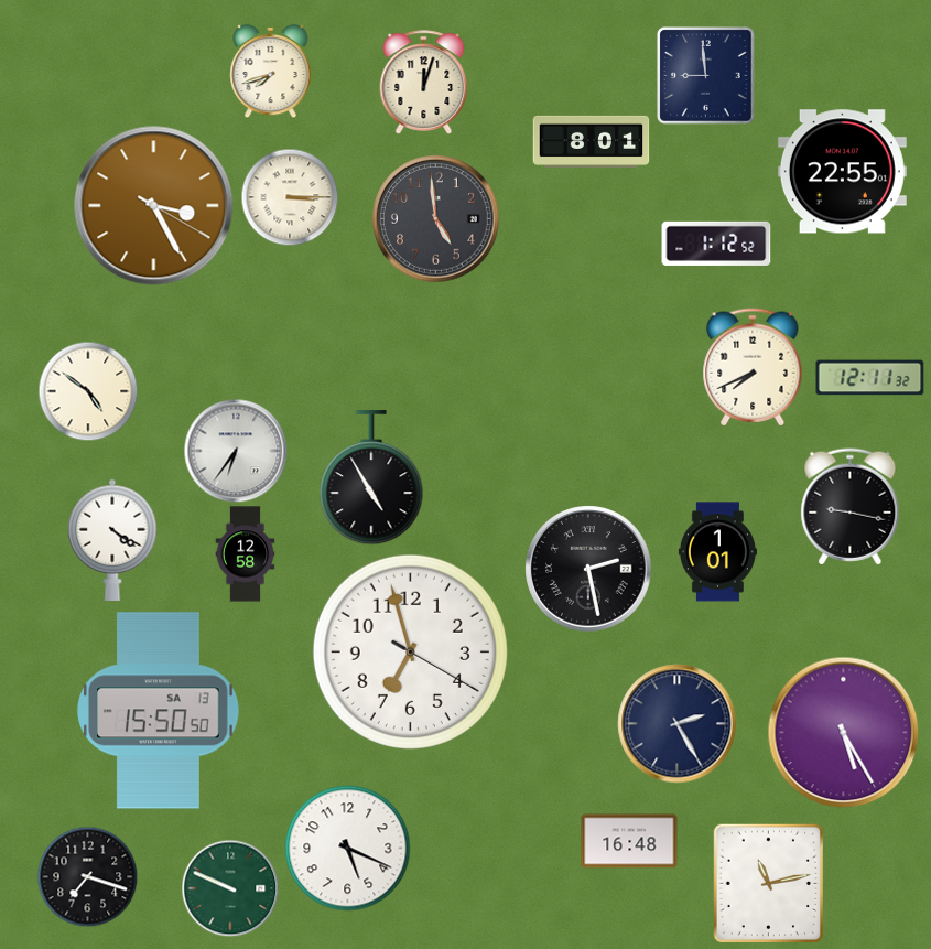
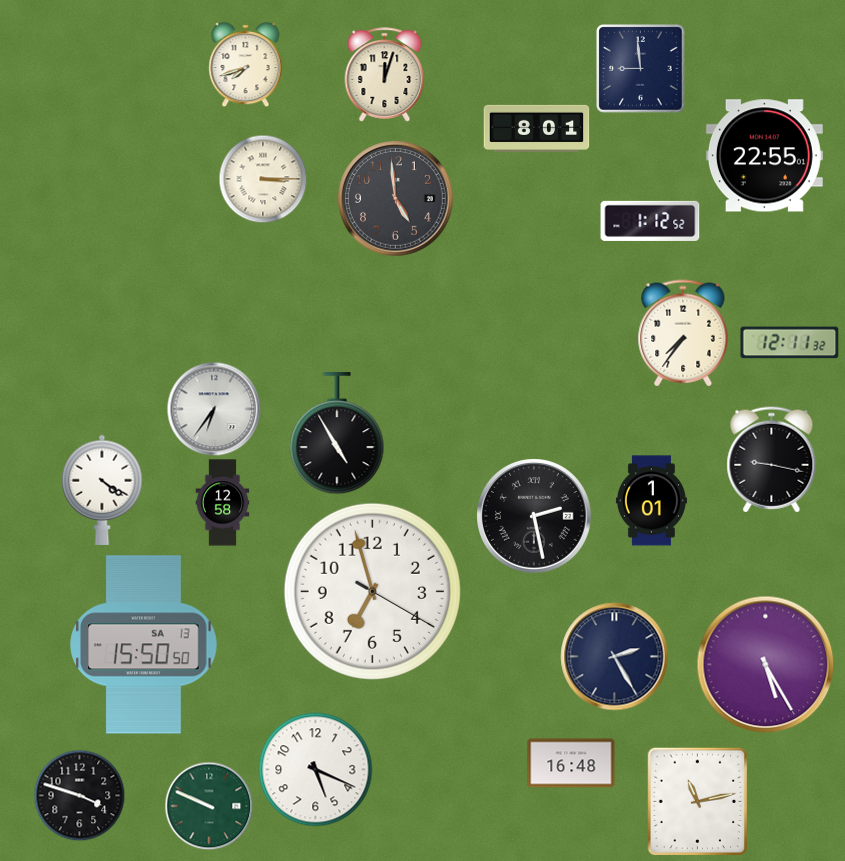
clock at (154, 206): 3:25 -> none
clock at (753, 367): 7:41 -> 7:36
clock at (88, 391): 4:51 -> none
clock at (87, 876): 7:18 -> 3:48
